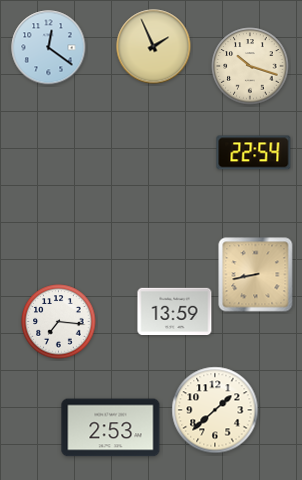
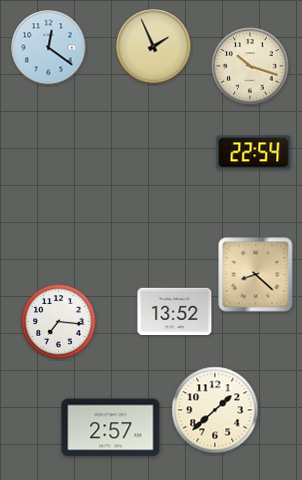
clock at (256, 275): 8:43 -> 8:22
clock at (175, 311): 13:59 -> 13:52
clock at (111, 428): 2:53 -> 2:57
